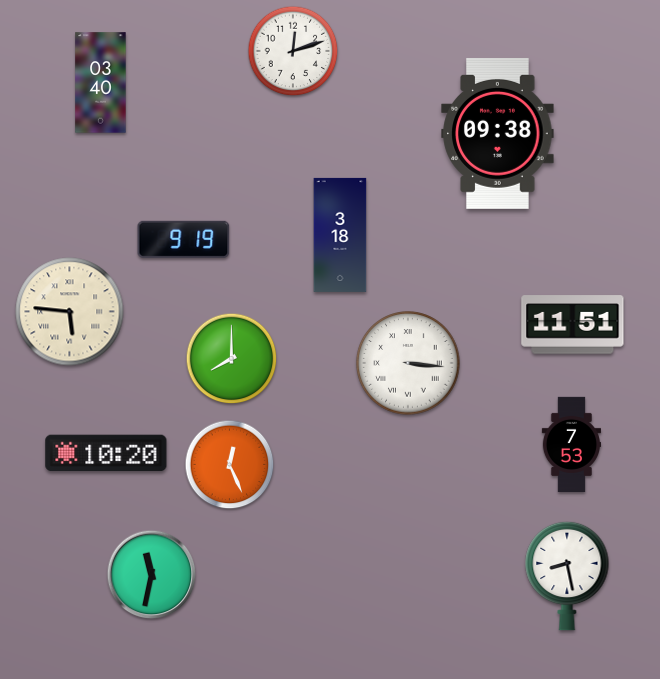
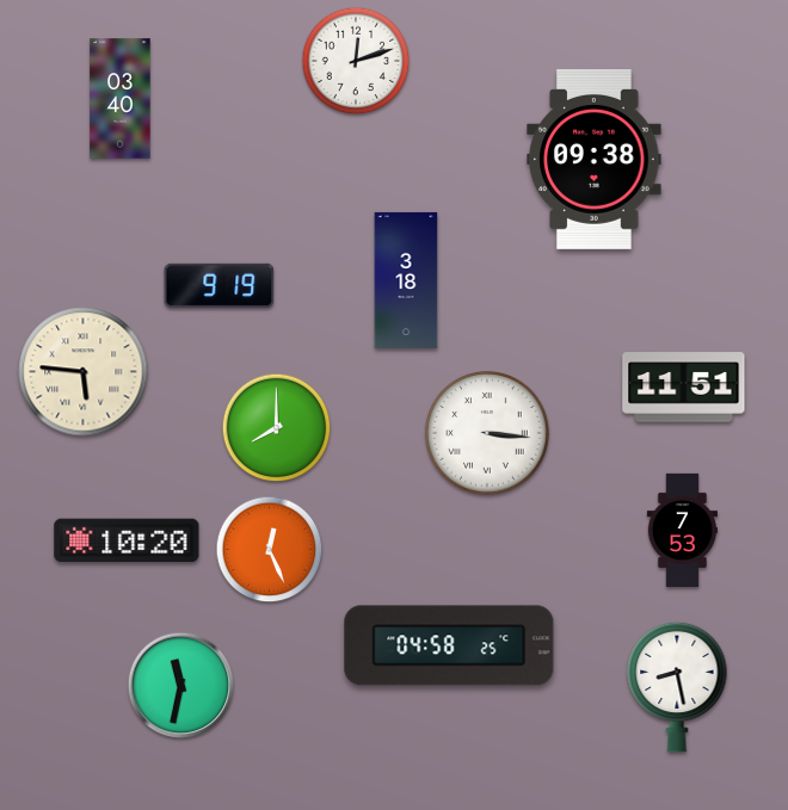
clock at (293, 51) position: (293, 51) -> (356, 61)
clock at (230, 465) position: (230, 465) -> (270, 550)
clock at (449, 645): none -> 04:58
